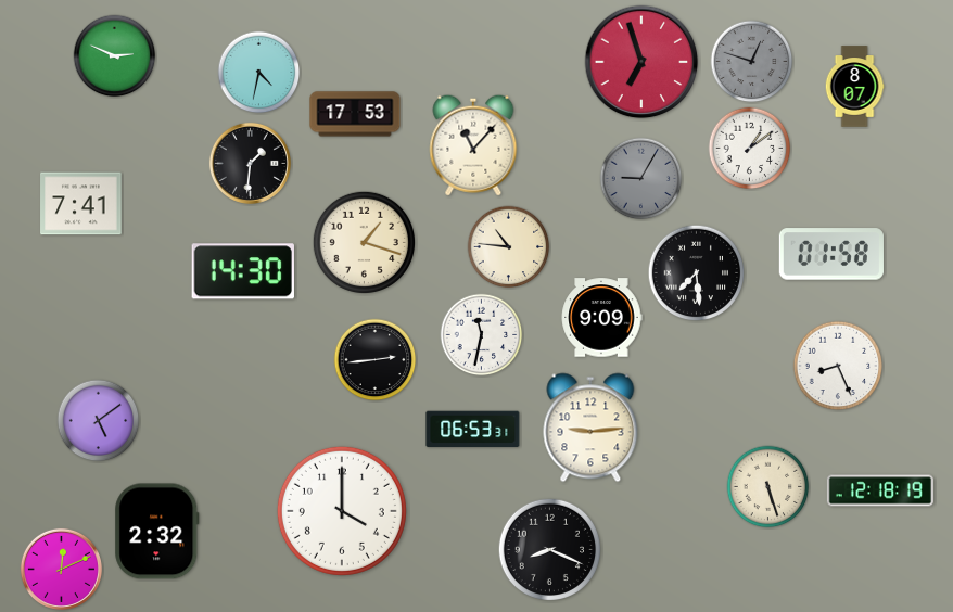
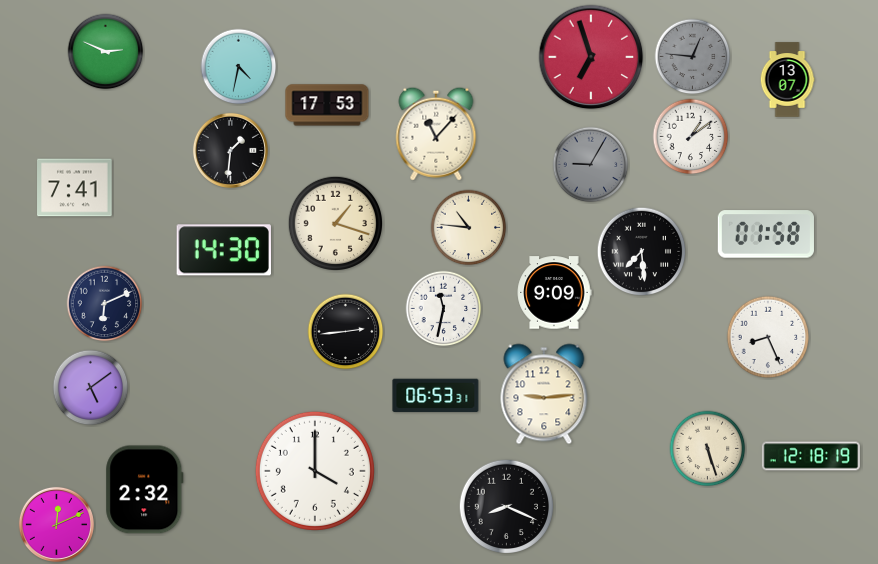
clock at (752, 62): 12:48 -> 12:46
clock at (854, 87): 8:07 -> 13:07
clock at (105, 304): none -> 6:11
clock at (838, 366) position: (838, 366) -> (768, 337)
clock at (880, 490) position: (880, 490) -> (811, 456)
